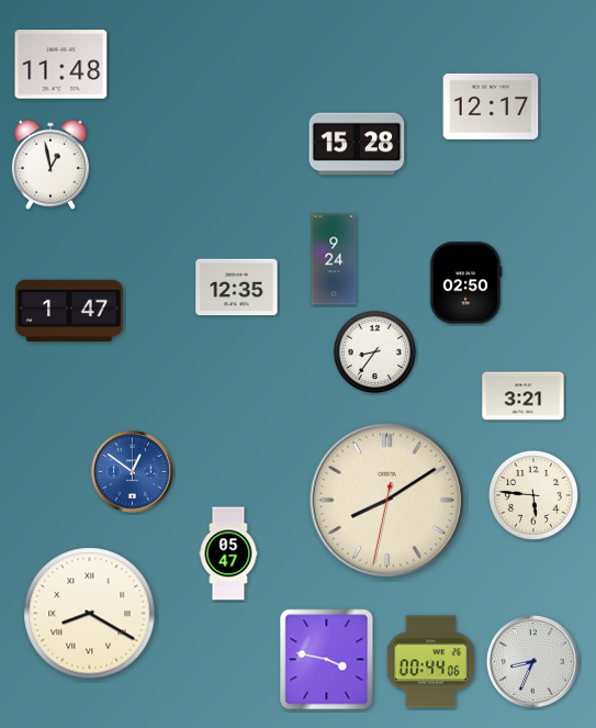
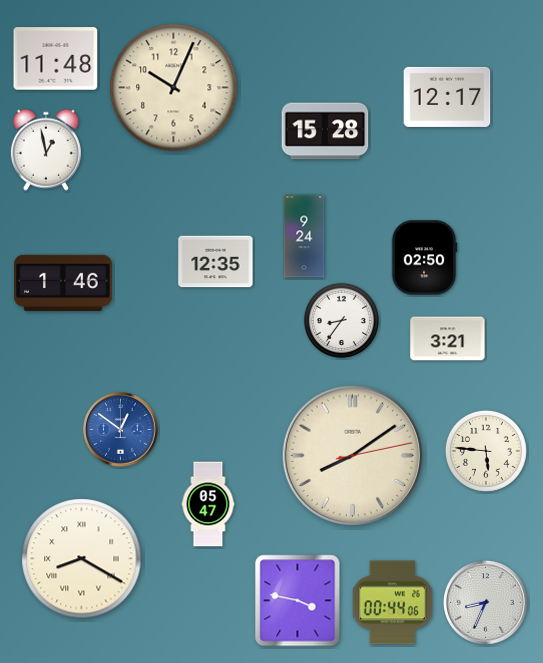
clock at (174, 88): none -> 10:04
clock at (69, 311): 1:47 -> 1:46
clock at (524, 396) position: (524, 396) -> (448, 339)
clock at (386, 500): 8:09:32 -> 8:09:13
